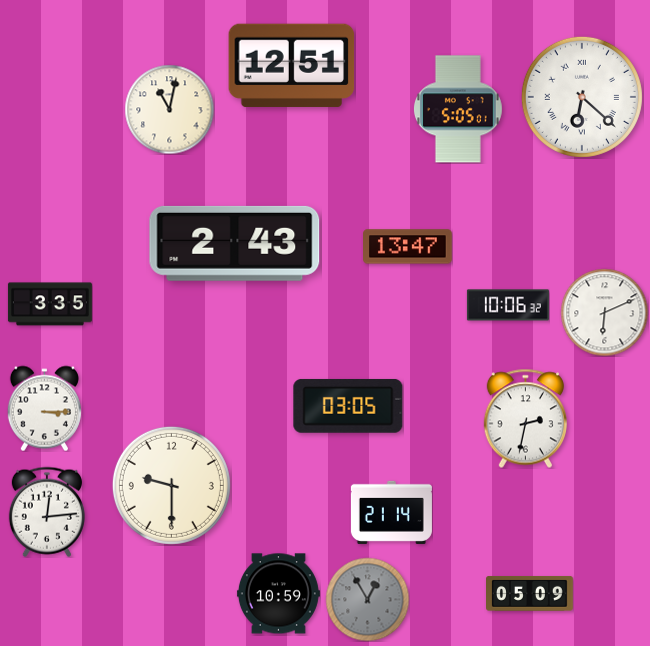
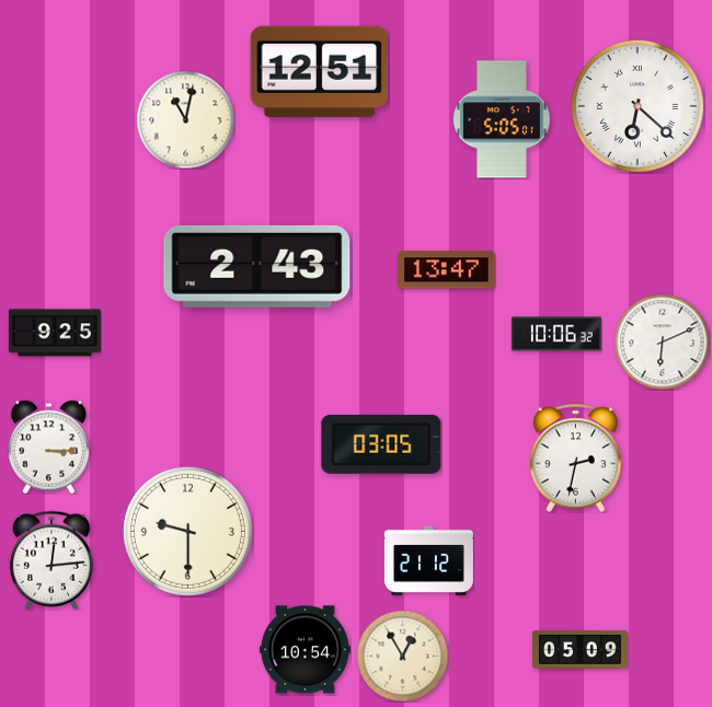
clock at (50, 304): 3:35 -> 9:25
clock at (391, 512): 21:14 -> 21:12
clock at (278, 594): 10:59 -> 10:54
clock at (367, 599) dial: grey -> cream
